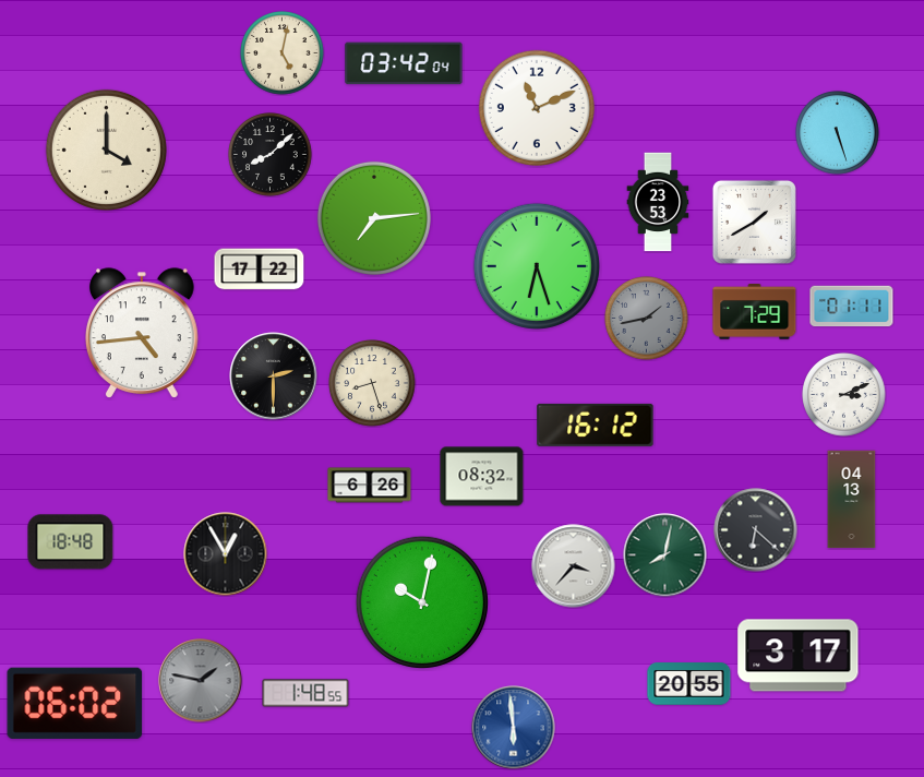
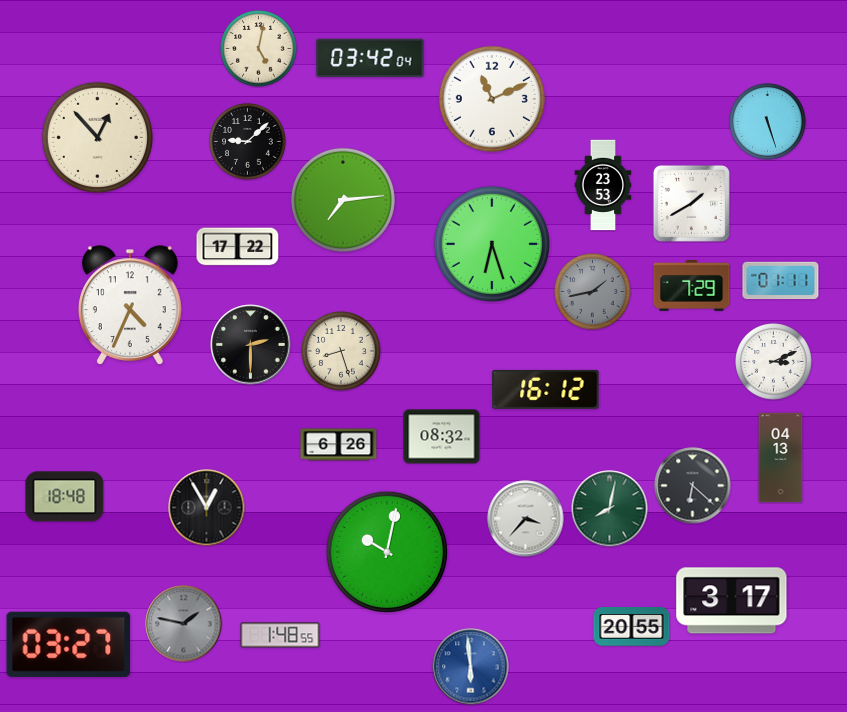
clock at (106, 150): 4:00 -> 12:53
clock at (271, 155): 8:08 -> 9:08
clock at (143, 333): 4:44 -> 4:34
clock at (75, 703): 06:02 -> 03:27
